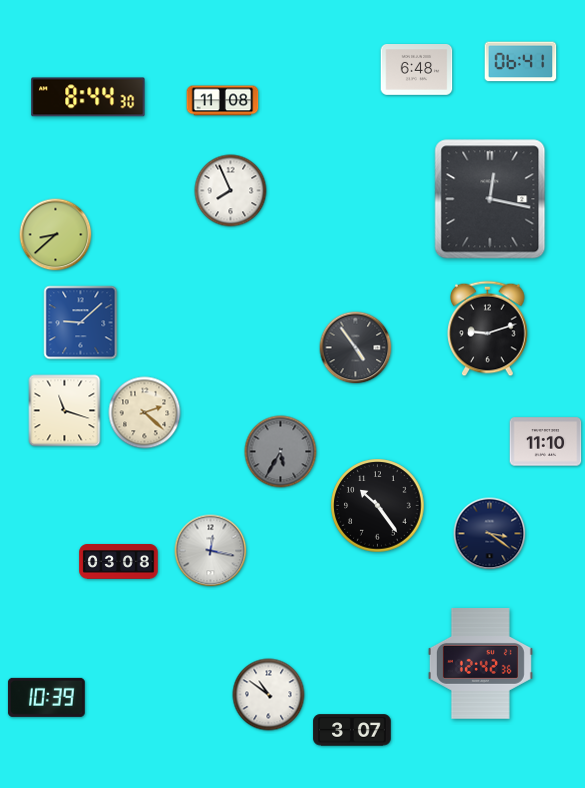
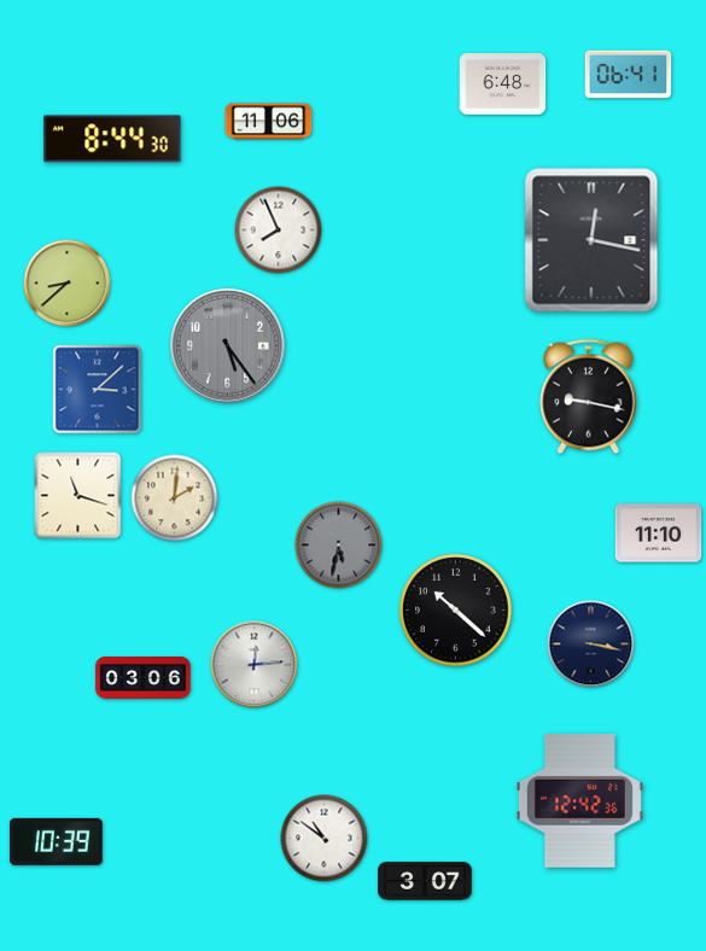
clock at (88, 97) position: (88, 97) -> (112, 139)
clock at (223, 101): 11:08 -> 11:06
clock at (228, 346): none -> 5:24
clock at (81, 323): 9:08 -> 3:08
clock at (488, 329): 9:12 -> 9:17
clock at (356, 348): 4:54 -> none
clock at (145, 413): 2:22 -> 2:01
clock at (281, 452): 5:35 -> 5:32
clock at (378, 506): 10:24 -> 10:22
clock at (490, 534): 3:21 -> 3:17
clock at (211, 551): 12:17 -> 12:14
clock at (119, 562): 03:08 -> 03:06
